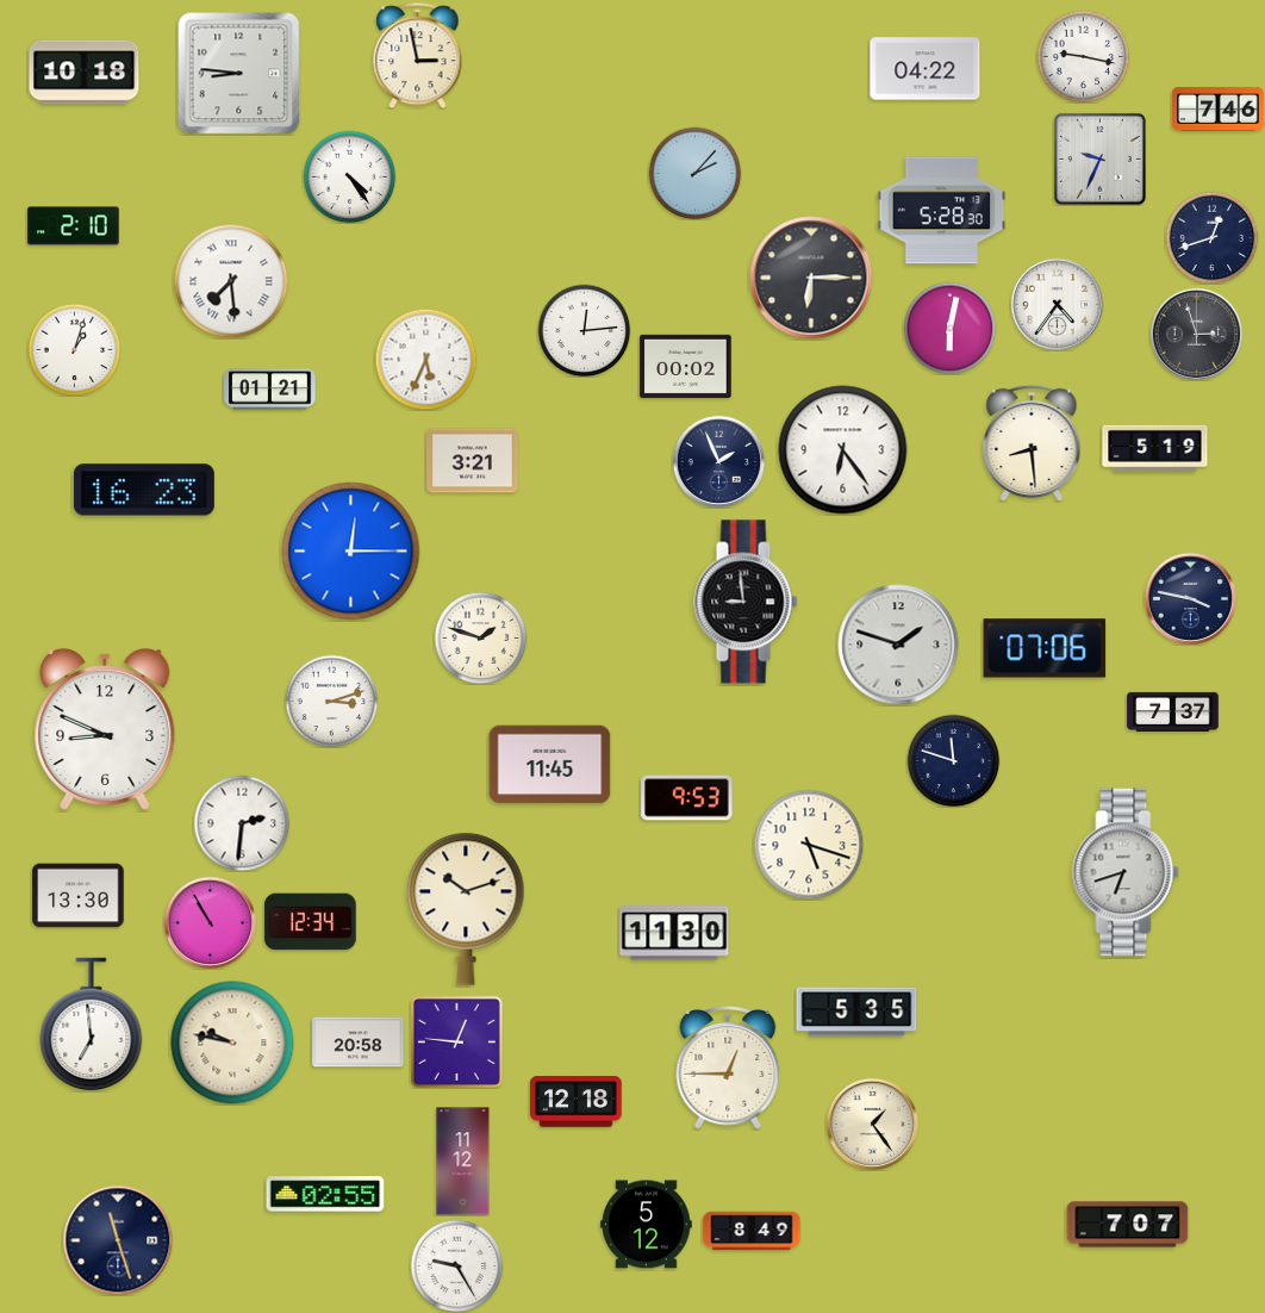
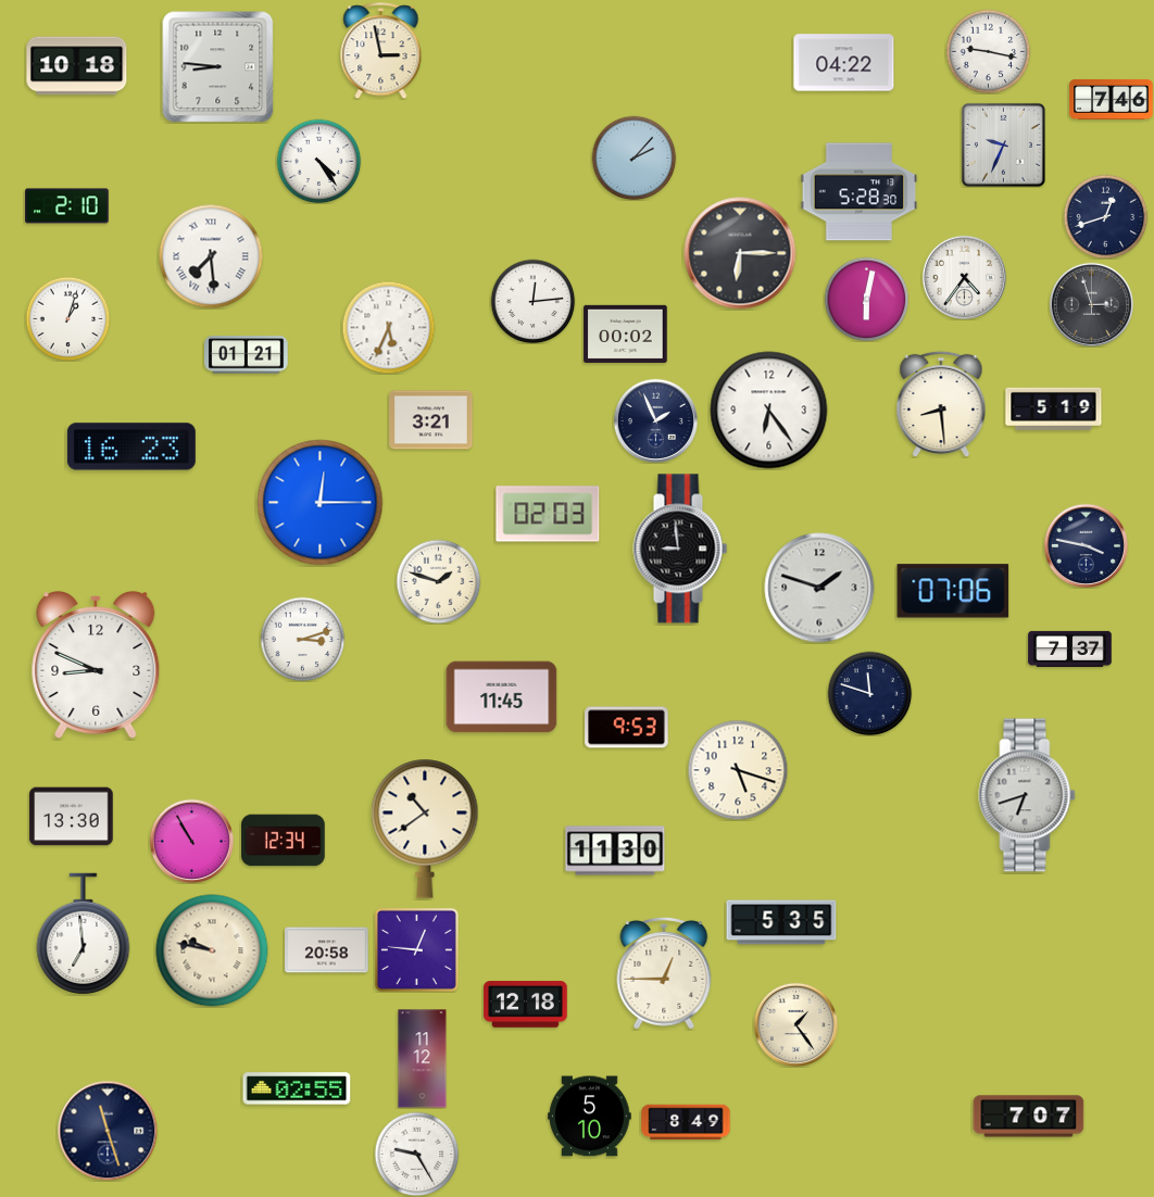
clock at (548, 514): none -> 02:03
clock at (242, 823): 2:31 -> none
clock at (466, 909): 10:12 -> 10:39
clock at (647, 1225): 5:12 -> 5:10
